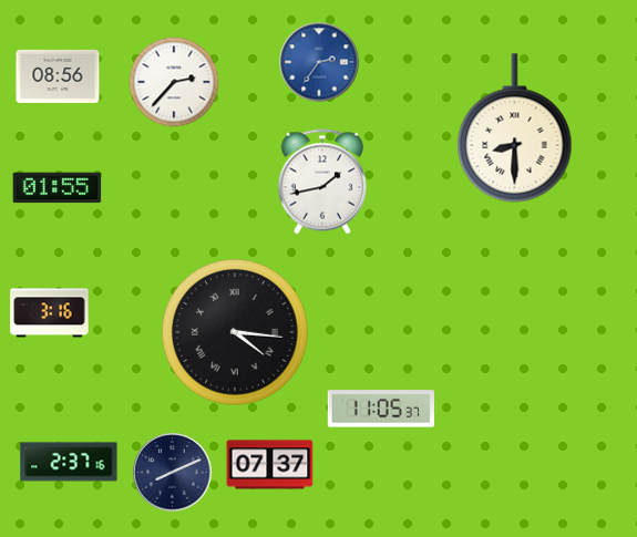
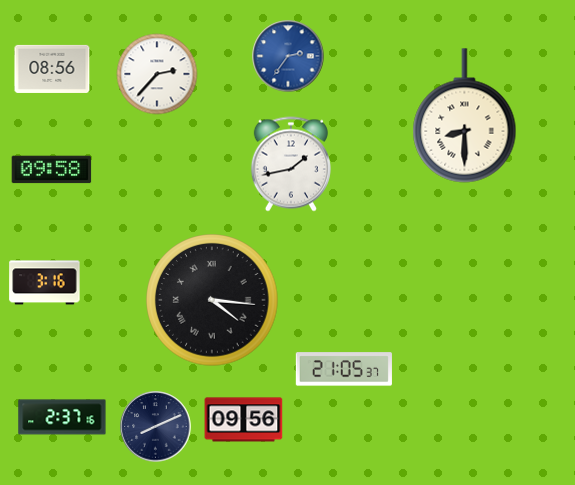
clock at (58, 188): 01:55 -> 09:58
clock at (381, 409): 11:05 -> 21:05
clock at (270, 465): 07:37 -> 09:56
